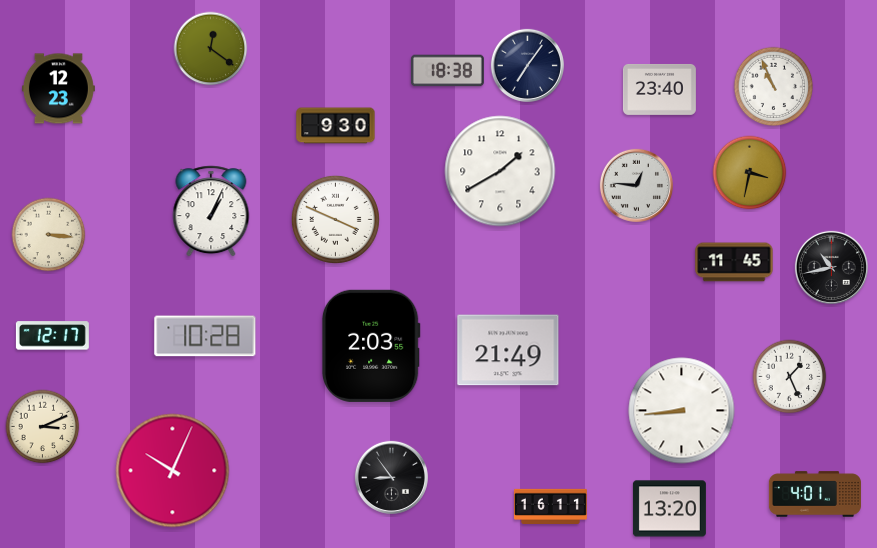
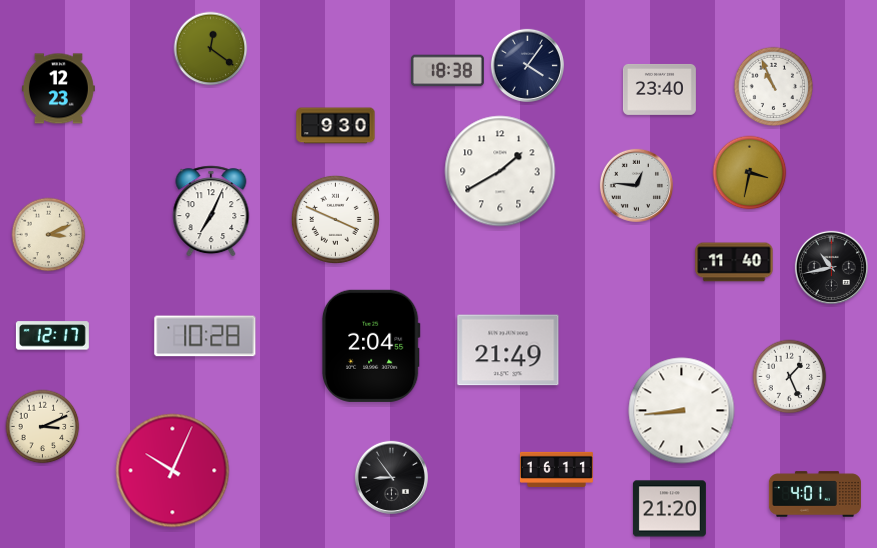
clock at (527, 65): 7:06 -> 4:06
clock at (211, 211): 1:04 -> 7:04
clock at (49, 235): 3:16 -> 3:11
clock at (734, 262): 11:45 -> 11:40
clock at (371, 346): 2:03 -> 2:04
clock at (550, 506) position: (550, 506) -> (556, 469)
clock at (669, 509): 13:20 -> 21:20
